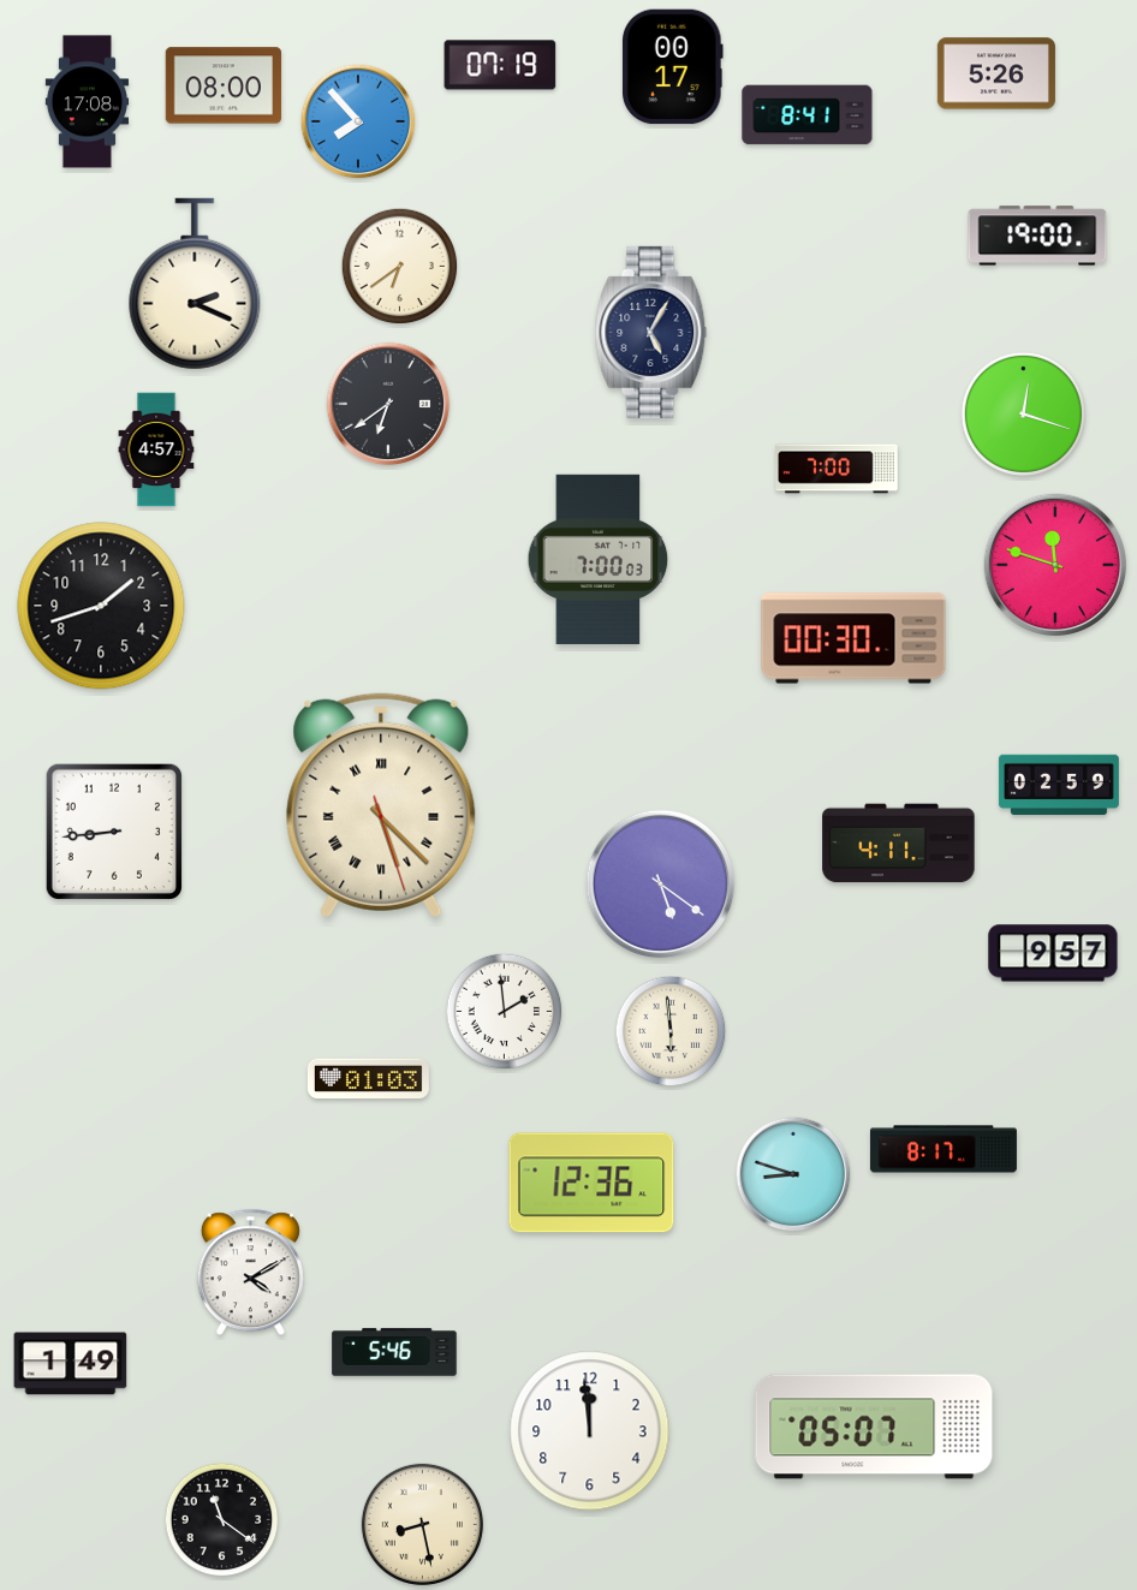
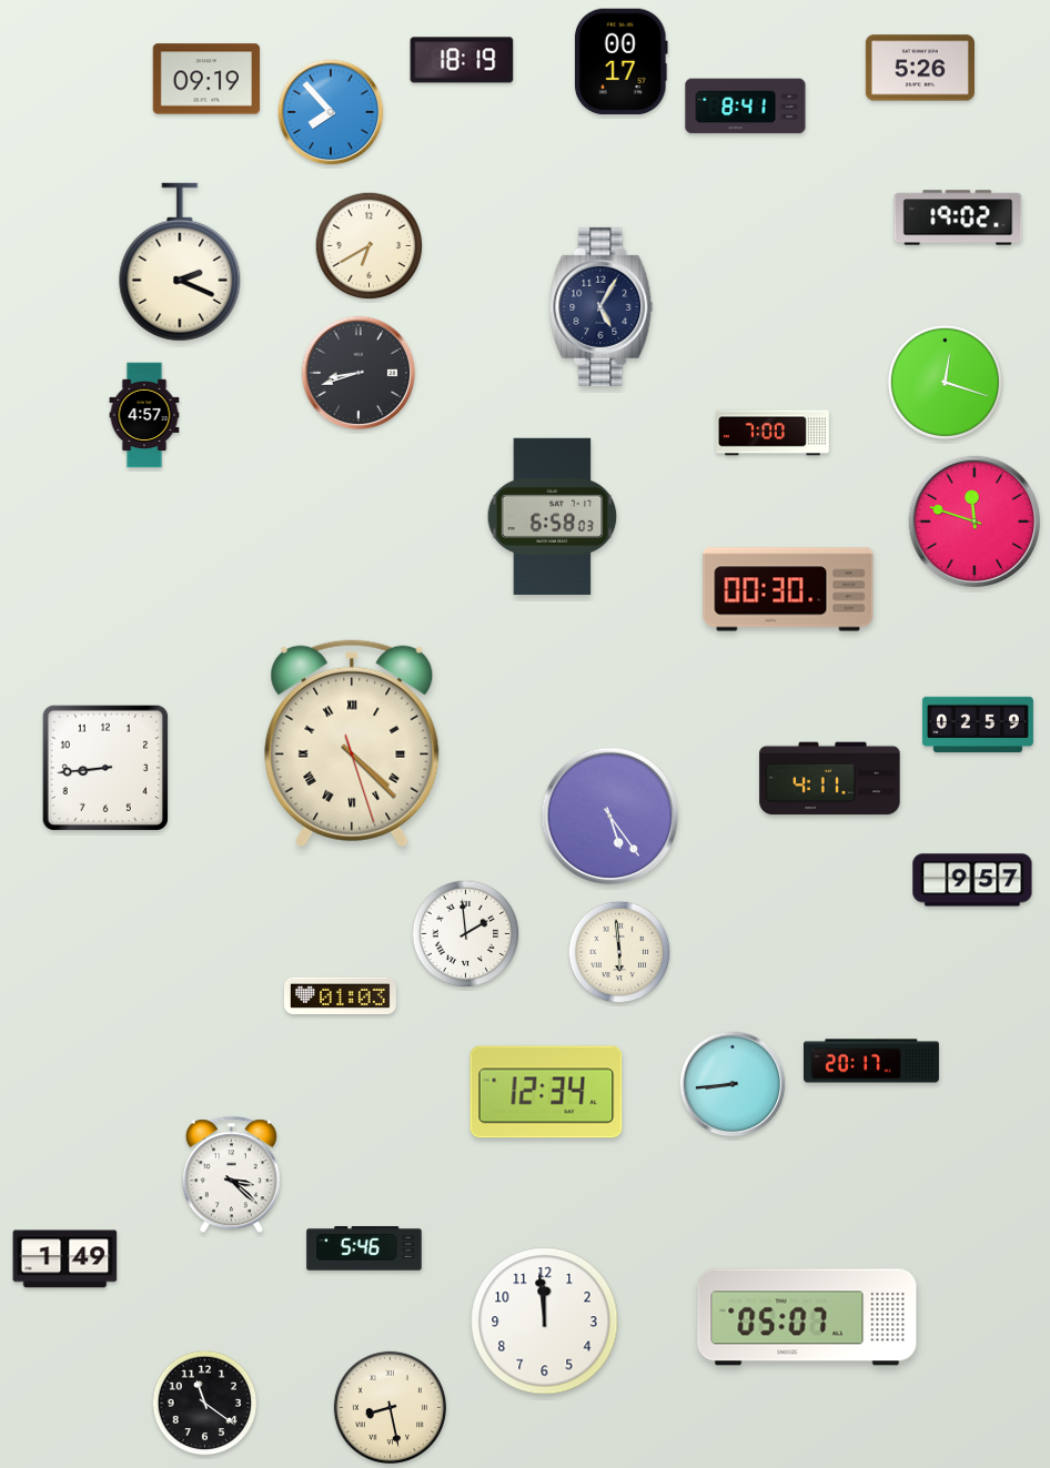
clock at (500, 65): 07:19 -> 18:19
clock at (224, 85): 08:00 -> 09:19
clock at (88, 102): 17:08 -> none
clock at (1037, 236): 19:00 -> 19:02
clock at (400, 267): 6:39 -> 6:40
clock at (388, 404): 6:39 -> 8:42
clock at (599, 559): 7:00 -> 6:58
clock at (101, 606): 1:42 -> none
clock at (381, 805): 5:22 -> 4:22
clock at (660, 883): 5:21 -> 5:24
clock at (943, 1149): 8:17 -> 20:17
clock at (793, 1174): 8:48 -> 8:44
clock at (591, 1183): 12:36 -> 12:34
clock at (250, 1273): 4:10 -> 3:22
